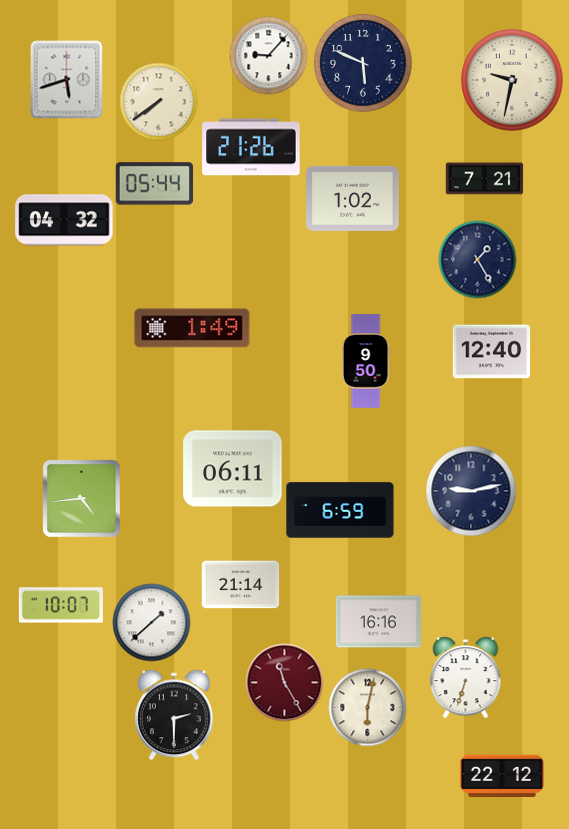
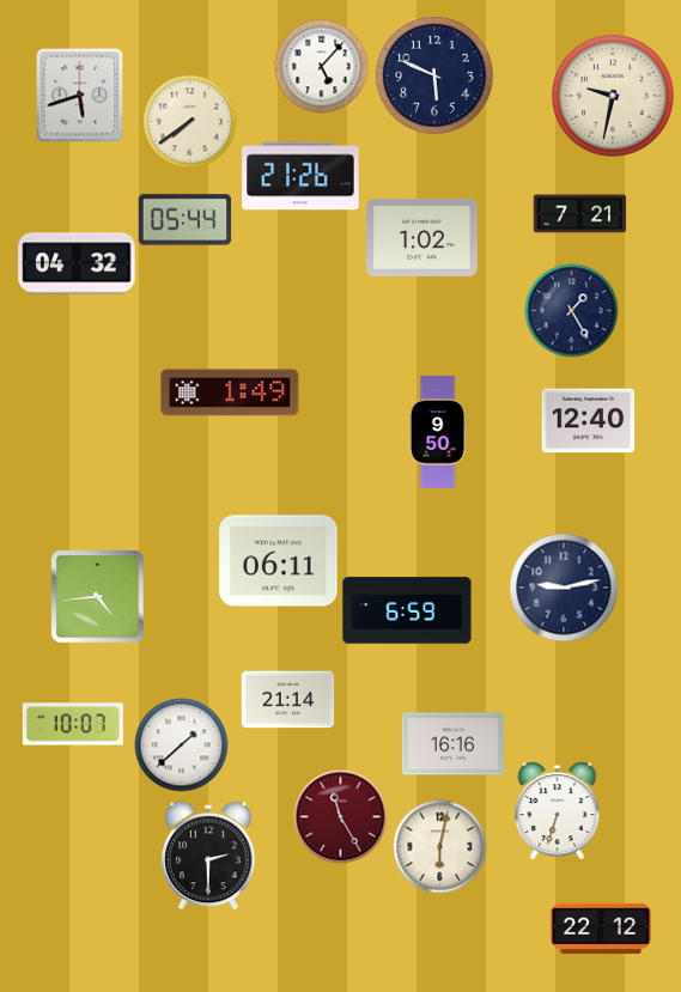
clock at (268, 55): 9:07 -> 5:07
